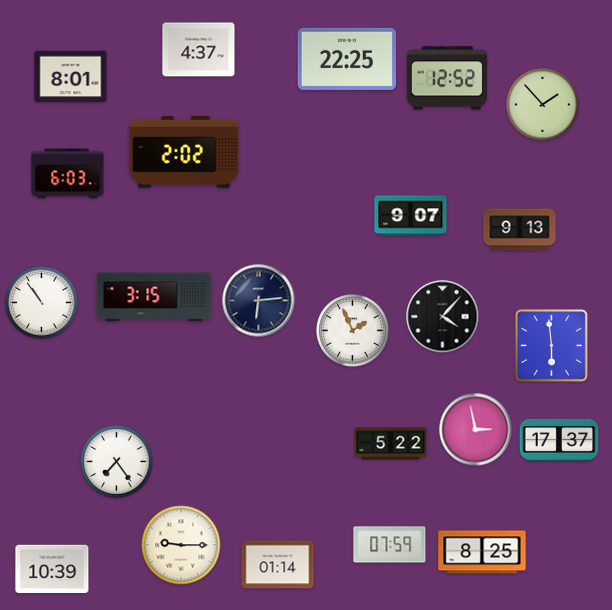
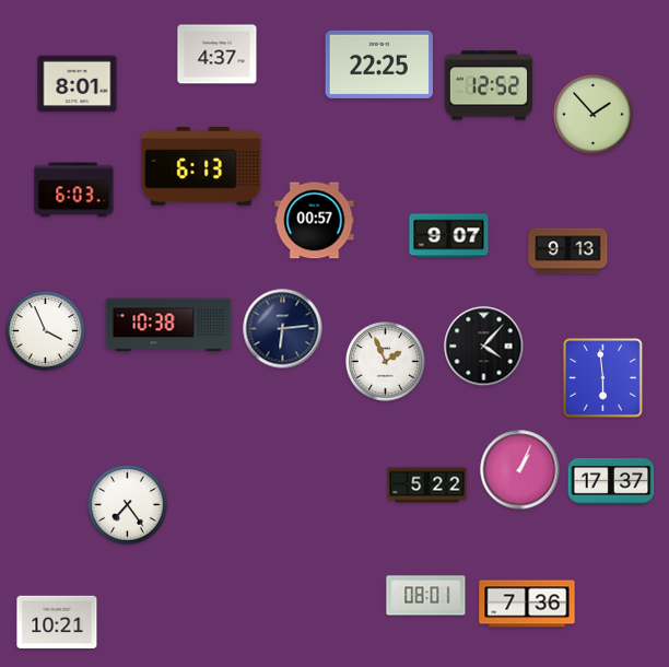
clock at (184, 153): 2:02 -> 6:13
clock at (315, 221): none -> 00:57
clock at (154, 297): 3:15 -> 10:38
clock at (42, 303): 10:54 -> 3:56
clock at (476, 430): 2:58 -> 1:04
clock at (181, 545): 9:15 -> none
clock at (390, 545): 07:59 -> 08:01
clock at (482, 552): 8:25 -> 7:36
clock at (278, 565): 01:14 -> none
clock at (52, 569): 10:39 -> 10:21
